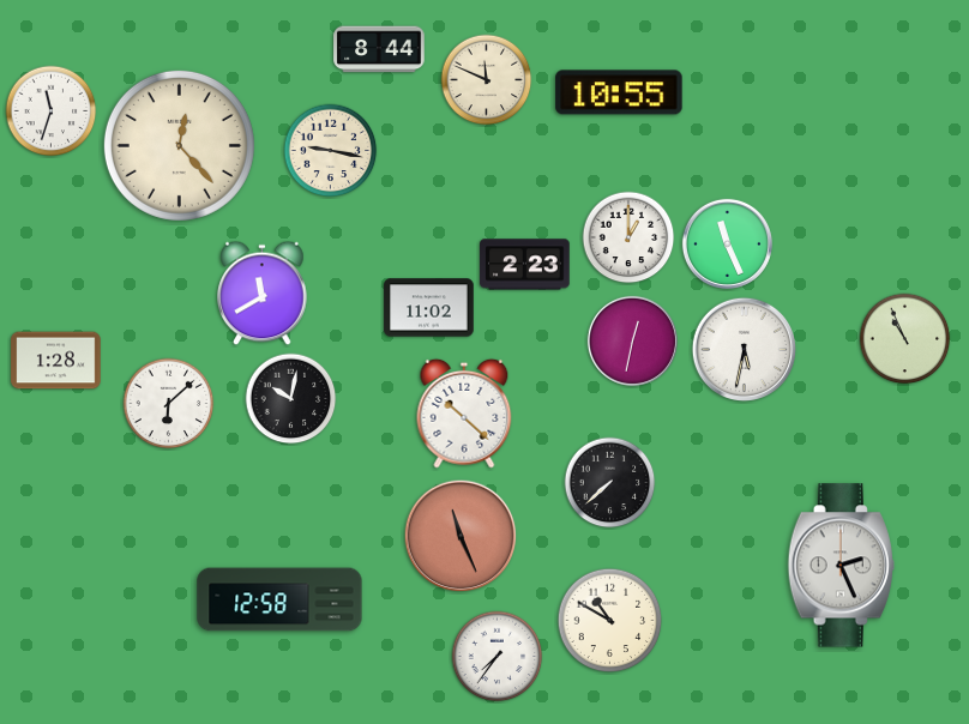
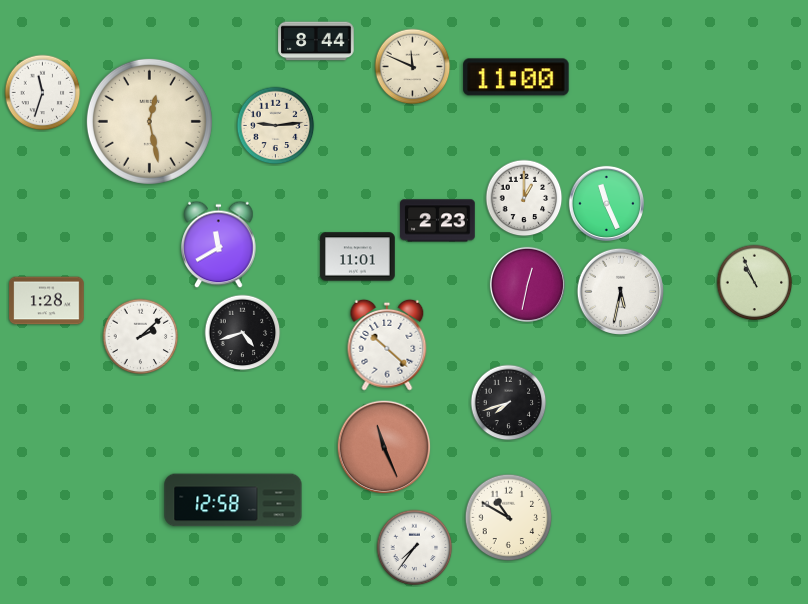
clock at (487, 80) position: (487, 80) -> (413, 67)
clock at (619, 92): 10:55 -> 11:00
clock at (179, 145): 12:23 -> 12:28
clock at (331, 151): 9:17 -> 9:14
clock at (429, 308): 11:02 -> 11:01
clock at (291, 399): 10:02 -> 4:42
clock at (169, 404): 6:08 -> 2:08
clock at (610, 483): 7:38 -> 7:42
clock at (841, 566): 2:26 -> none
